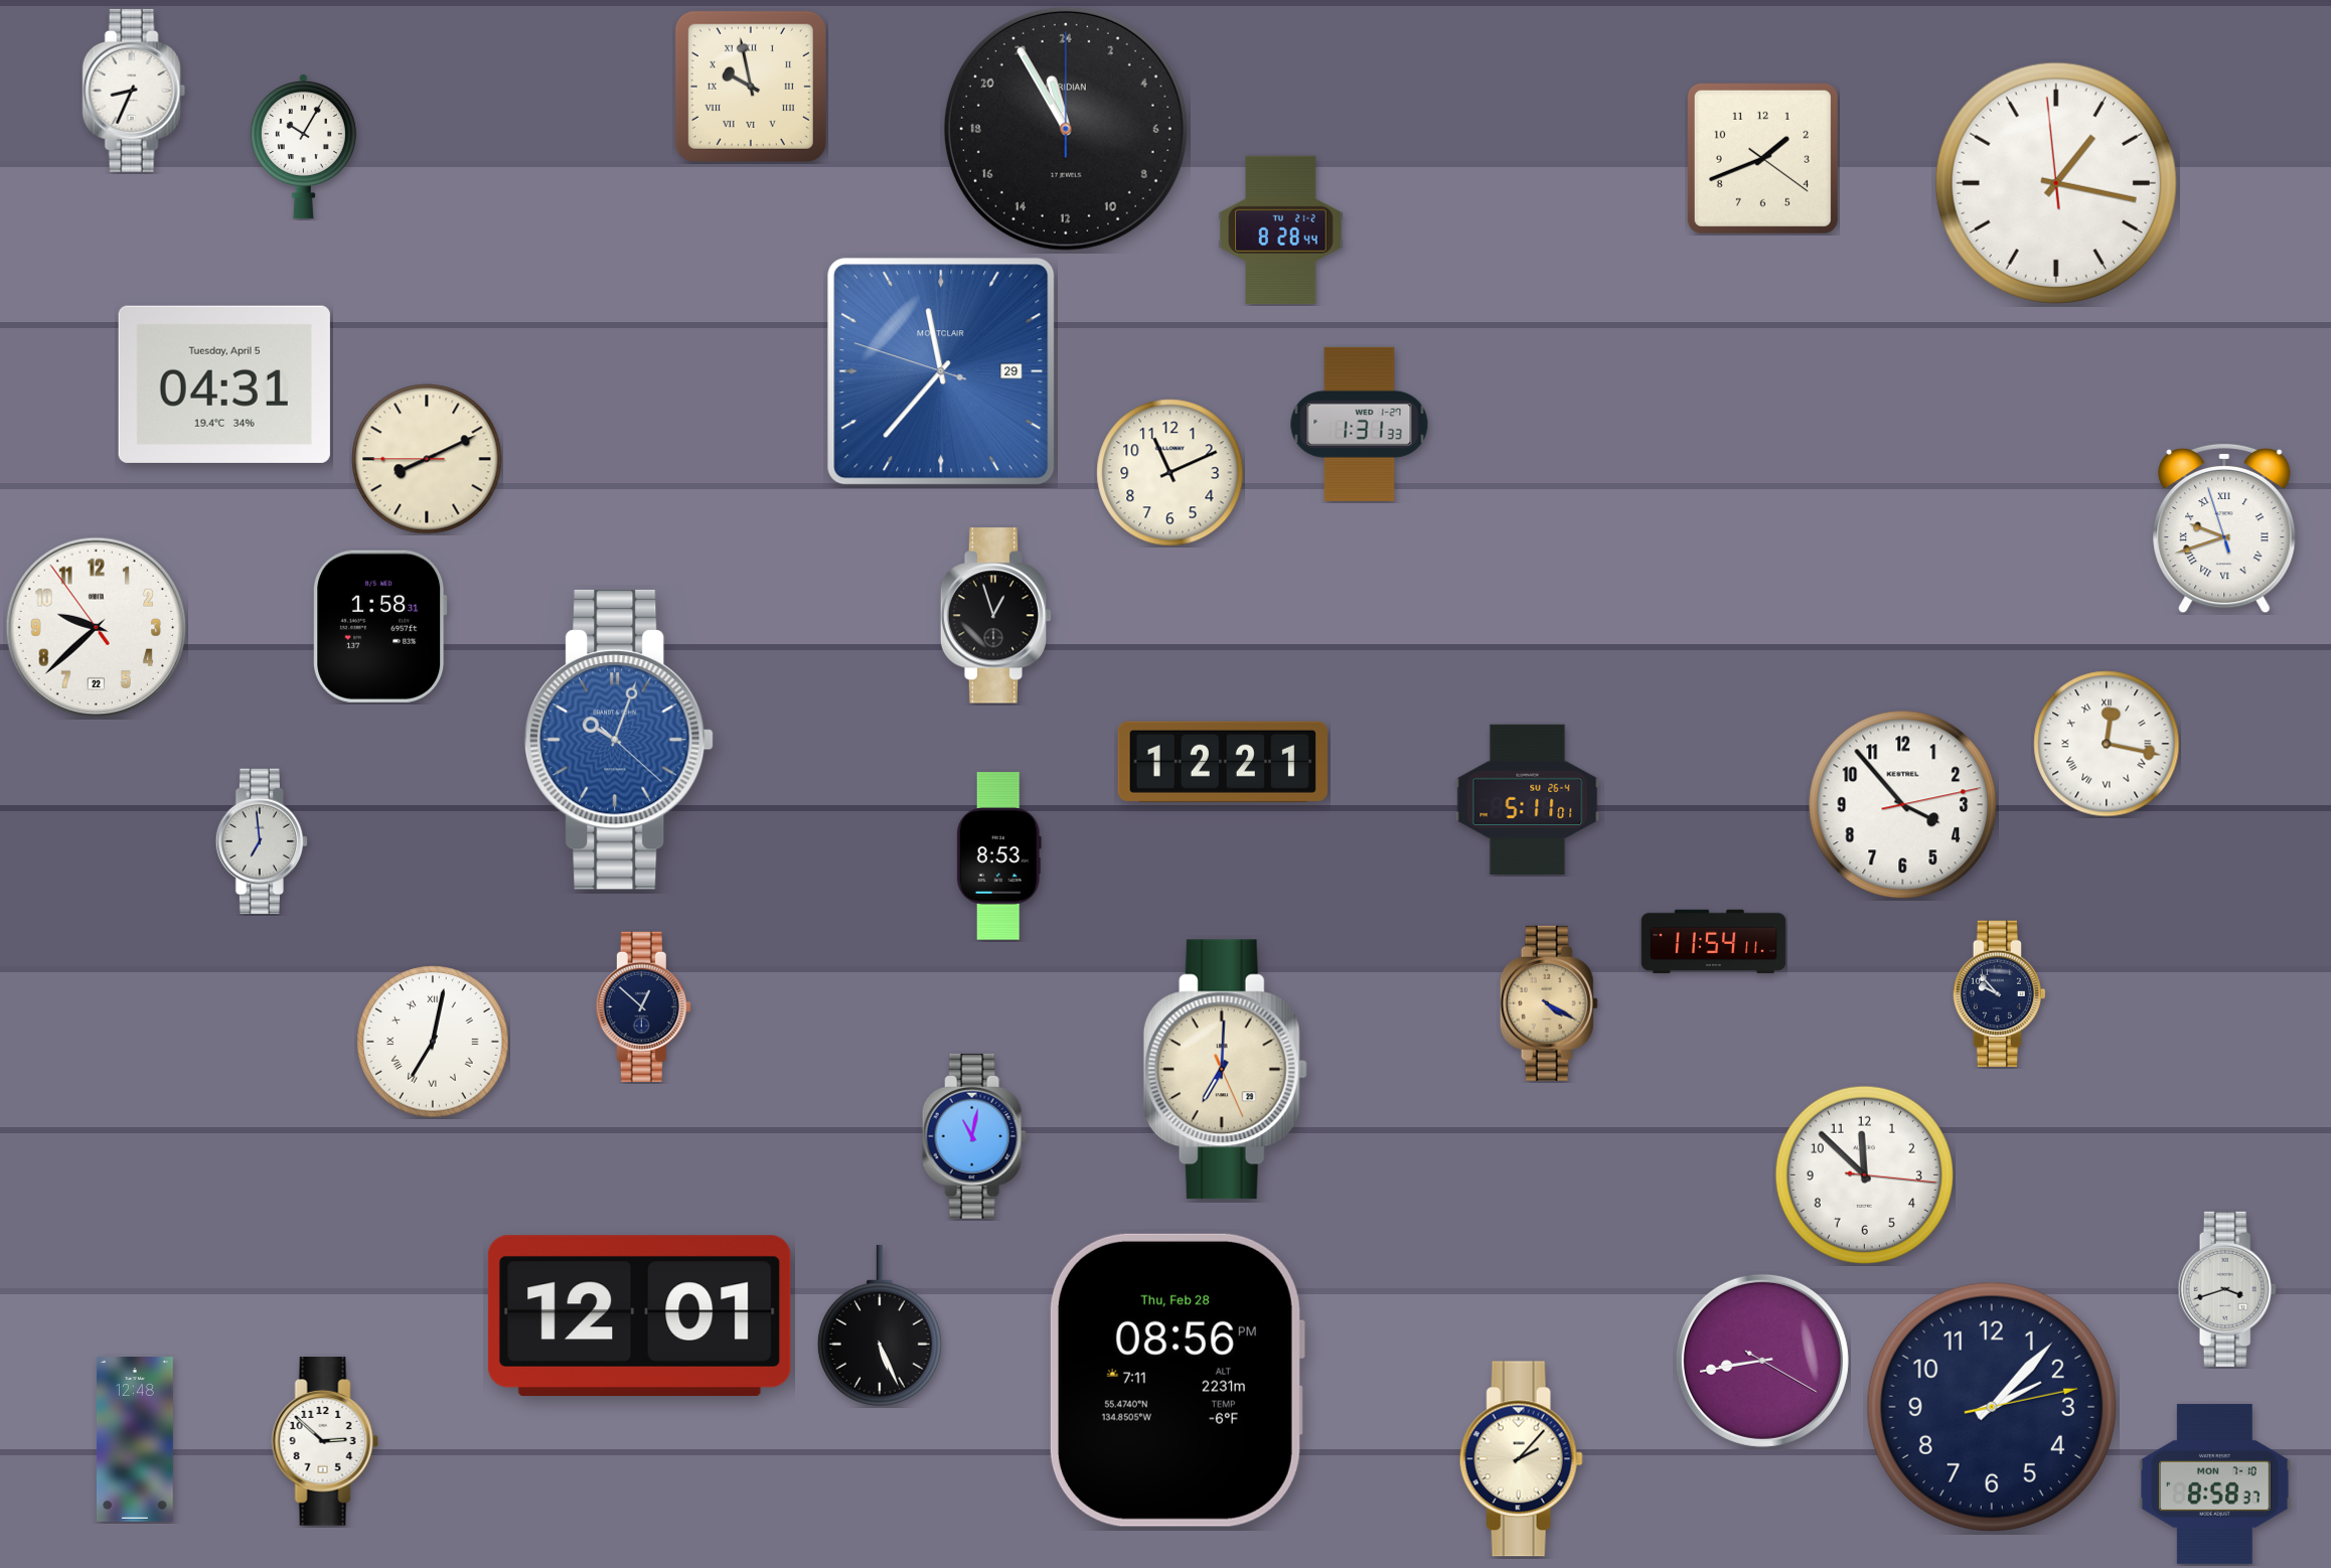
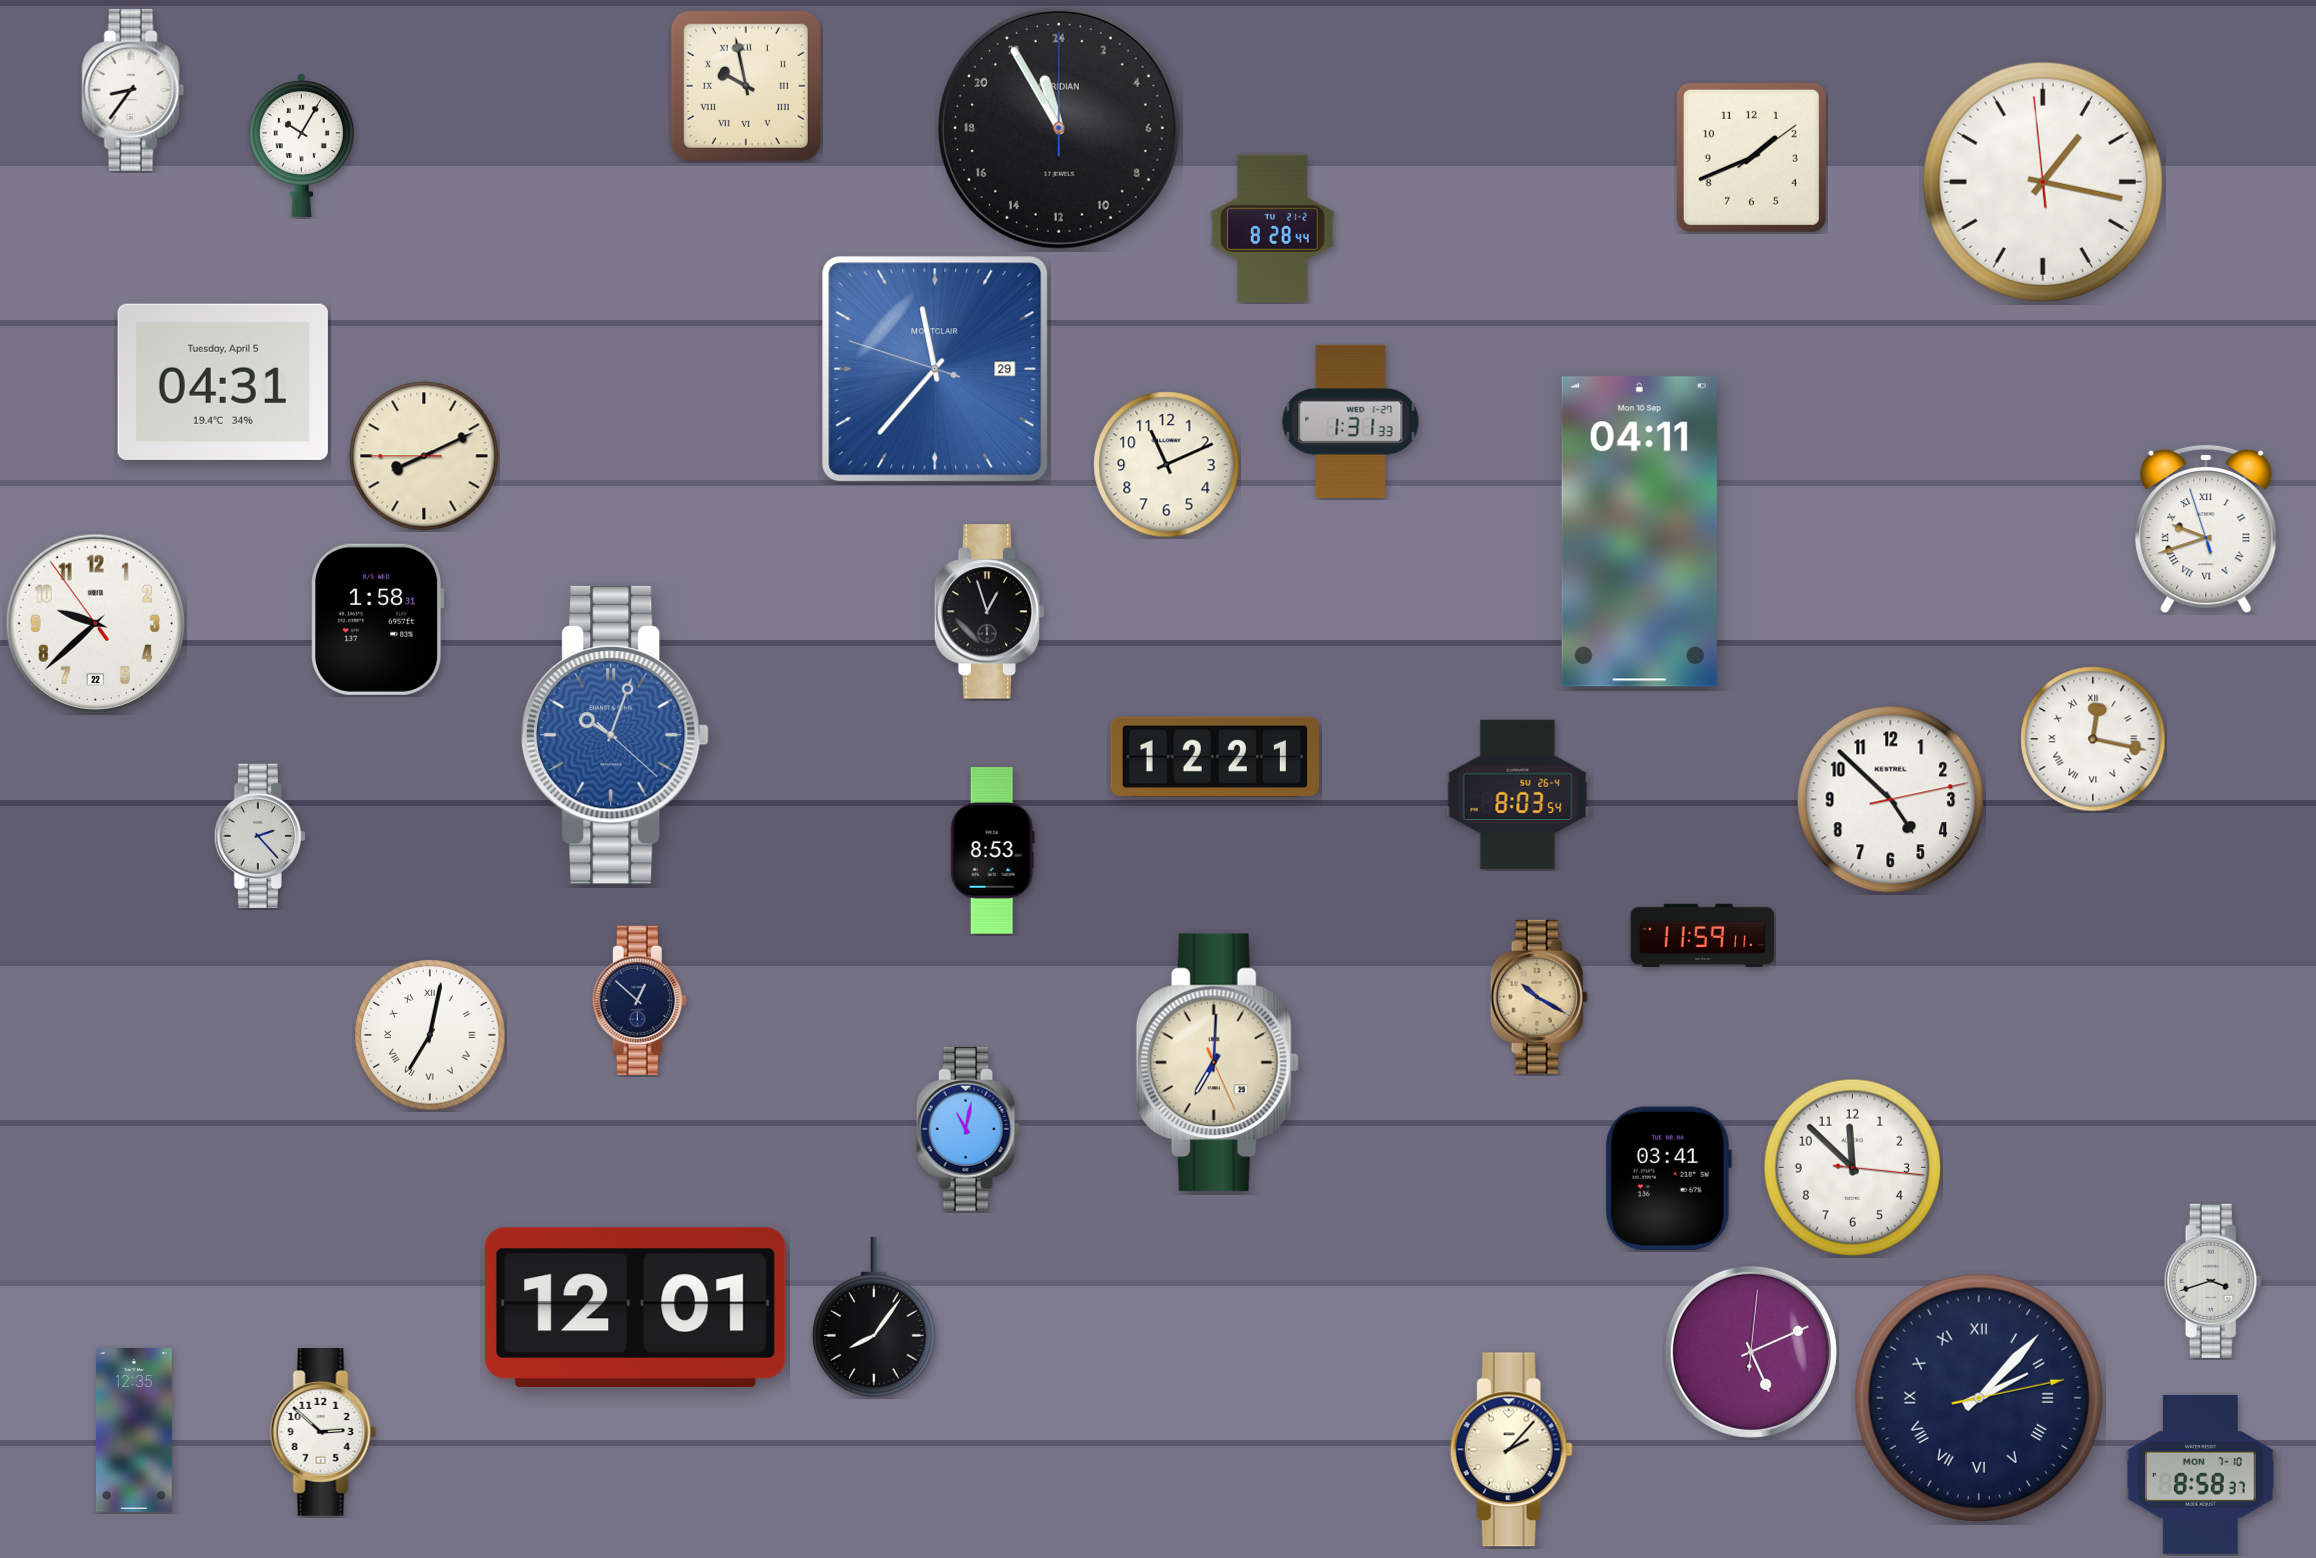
clock at (134, 91): 8:34 -> 8:36
clock at (1762, 158): 1:41:21 -> 1:41:09
clock at (1171, 473) position: (1171, 473) -> (1167, 465)
clock at (2224, 528) position: (2224, 528) -> (2206, 529)
clock at (1639, 532): none -> 04:11
clock at (380, 626) position: (380, 626) -> (378, 619)
clock at (1528, 799): 5:11 -> 8:03
clock at (1903, 805): 3:53 -> 4:52
clock at (261, 841): 6:59 -> 2:23
clock at (1714, 942): 11:54 -> 11:59
clock at (1999, 994): 9:53 -> none
clock at (1549, 1003): 4:20 -> 10:20
clock at (1669, 1178): none -> 03:41
clock at (880, 1325): 5:26 -> 8:06
clock at (1762, 1361): 8:43 -> 5:11
clock at (1177, 1380): 08:56 -> none
clock at (1992, 1407) numerals: Arabic -> Roman
clock at (135, 1440): 12:48 -> 12:35
